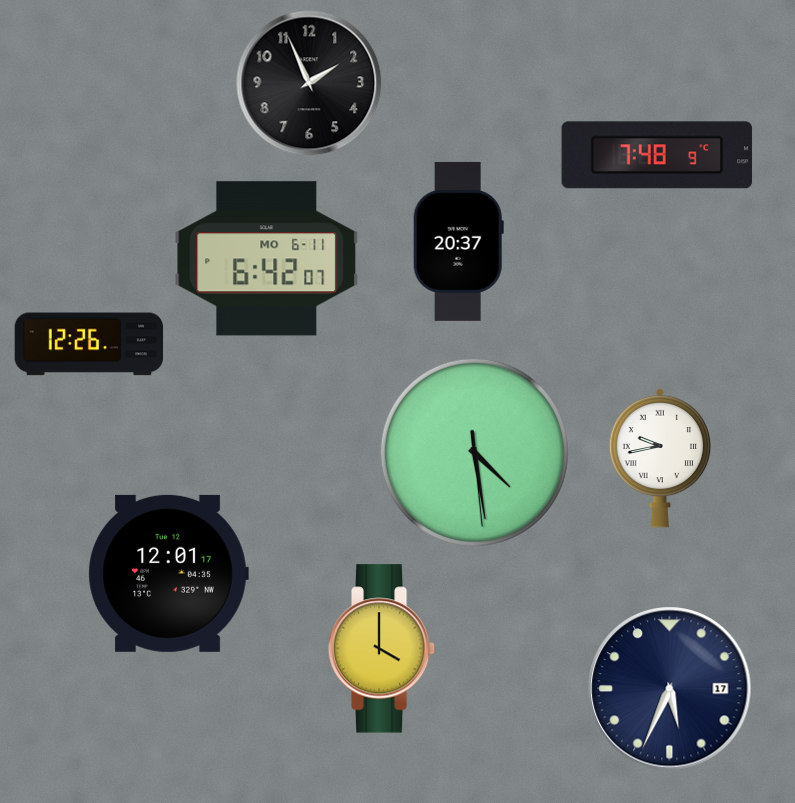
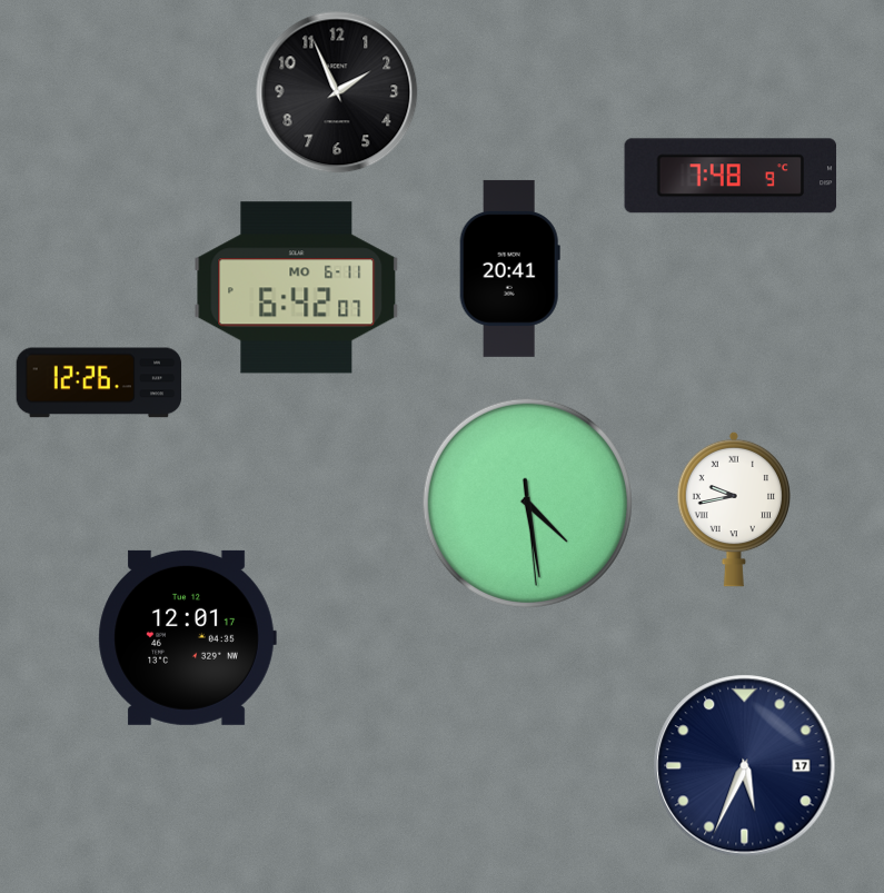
clock at (309, 83) position: (309, 83) -> (337, 92)
clock at (657, 155) position: (657, 155) -> (731, 176)
clock at (458, 241): 20:37 -> 20:41
clock at (382, 649): 4:00 -> none
